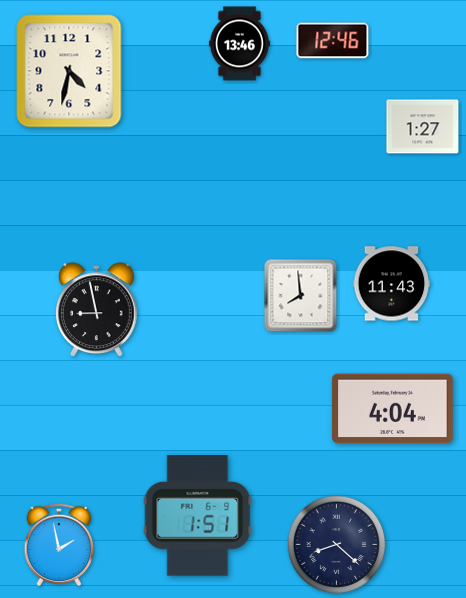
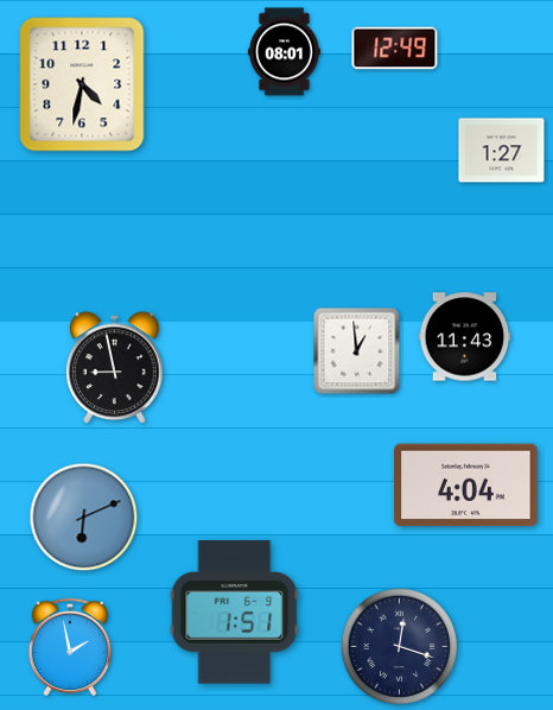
clock at (333, 41): 12:46 -> 12:49
clock at (239, 44): 13:46 -> 08:01
clock at (301, 296): 7:59 -> 12:59
clock at (84, 518): none -> 6:11
clock at (337, 545): 8:22 -> 12:18
